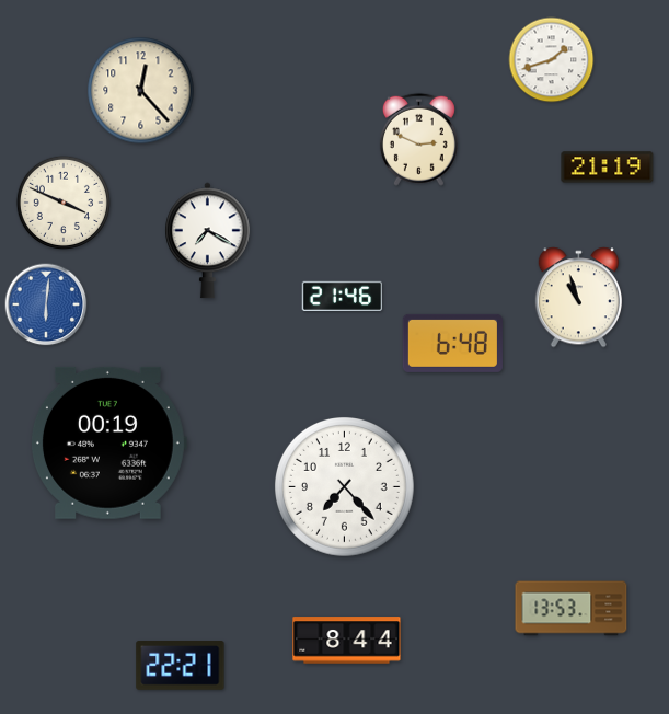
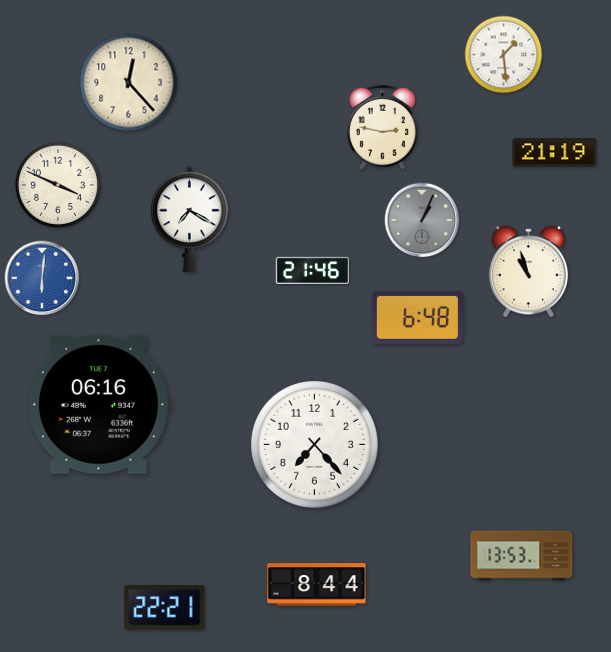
clock at (552, 60): 1:42 -> 1:29
clock at (418, 139): 2:49 -> 2:47
clock at (422, 220): none -> 1:04
clock at (452, 343) position: (452, 343) -> (417, 317)
clock at (108, 442): 00:19 -> 06:16
